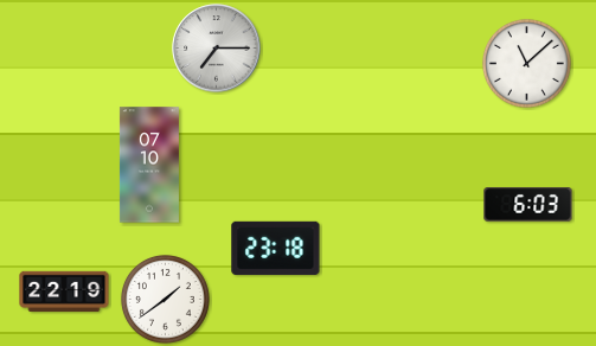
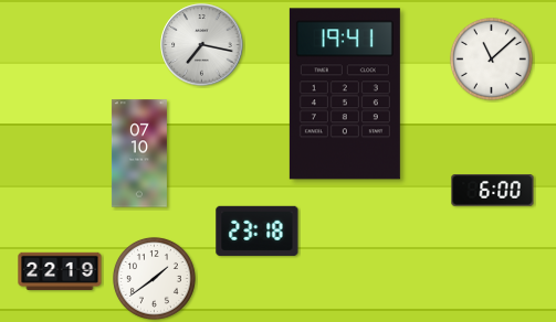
clock at (217, 49): 7:15 -> 7:17
clock at (345, 94): none -> 19:41
clock at (528, 205): 6:03 -> 6:00
